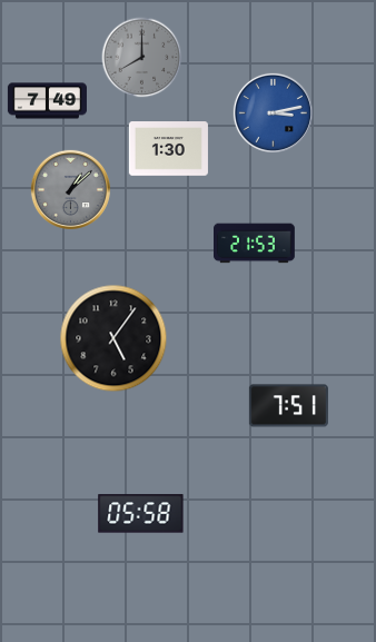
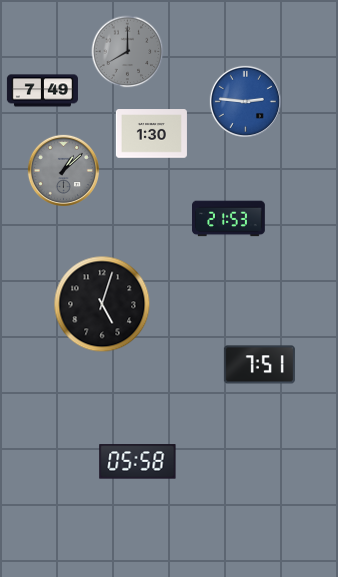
clock at (273, 112): 3:13 -> 2:46
clock at (113, 338): 5:06 -> 5:03
clock at (141, 514) position: (141, 514) -> (138, 462)
